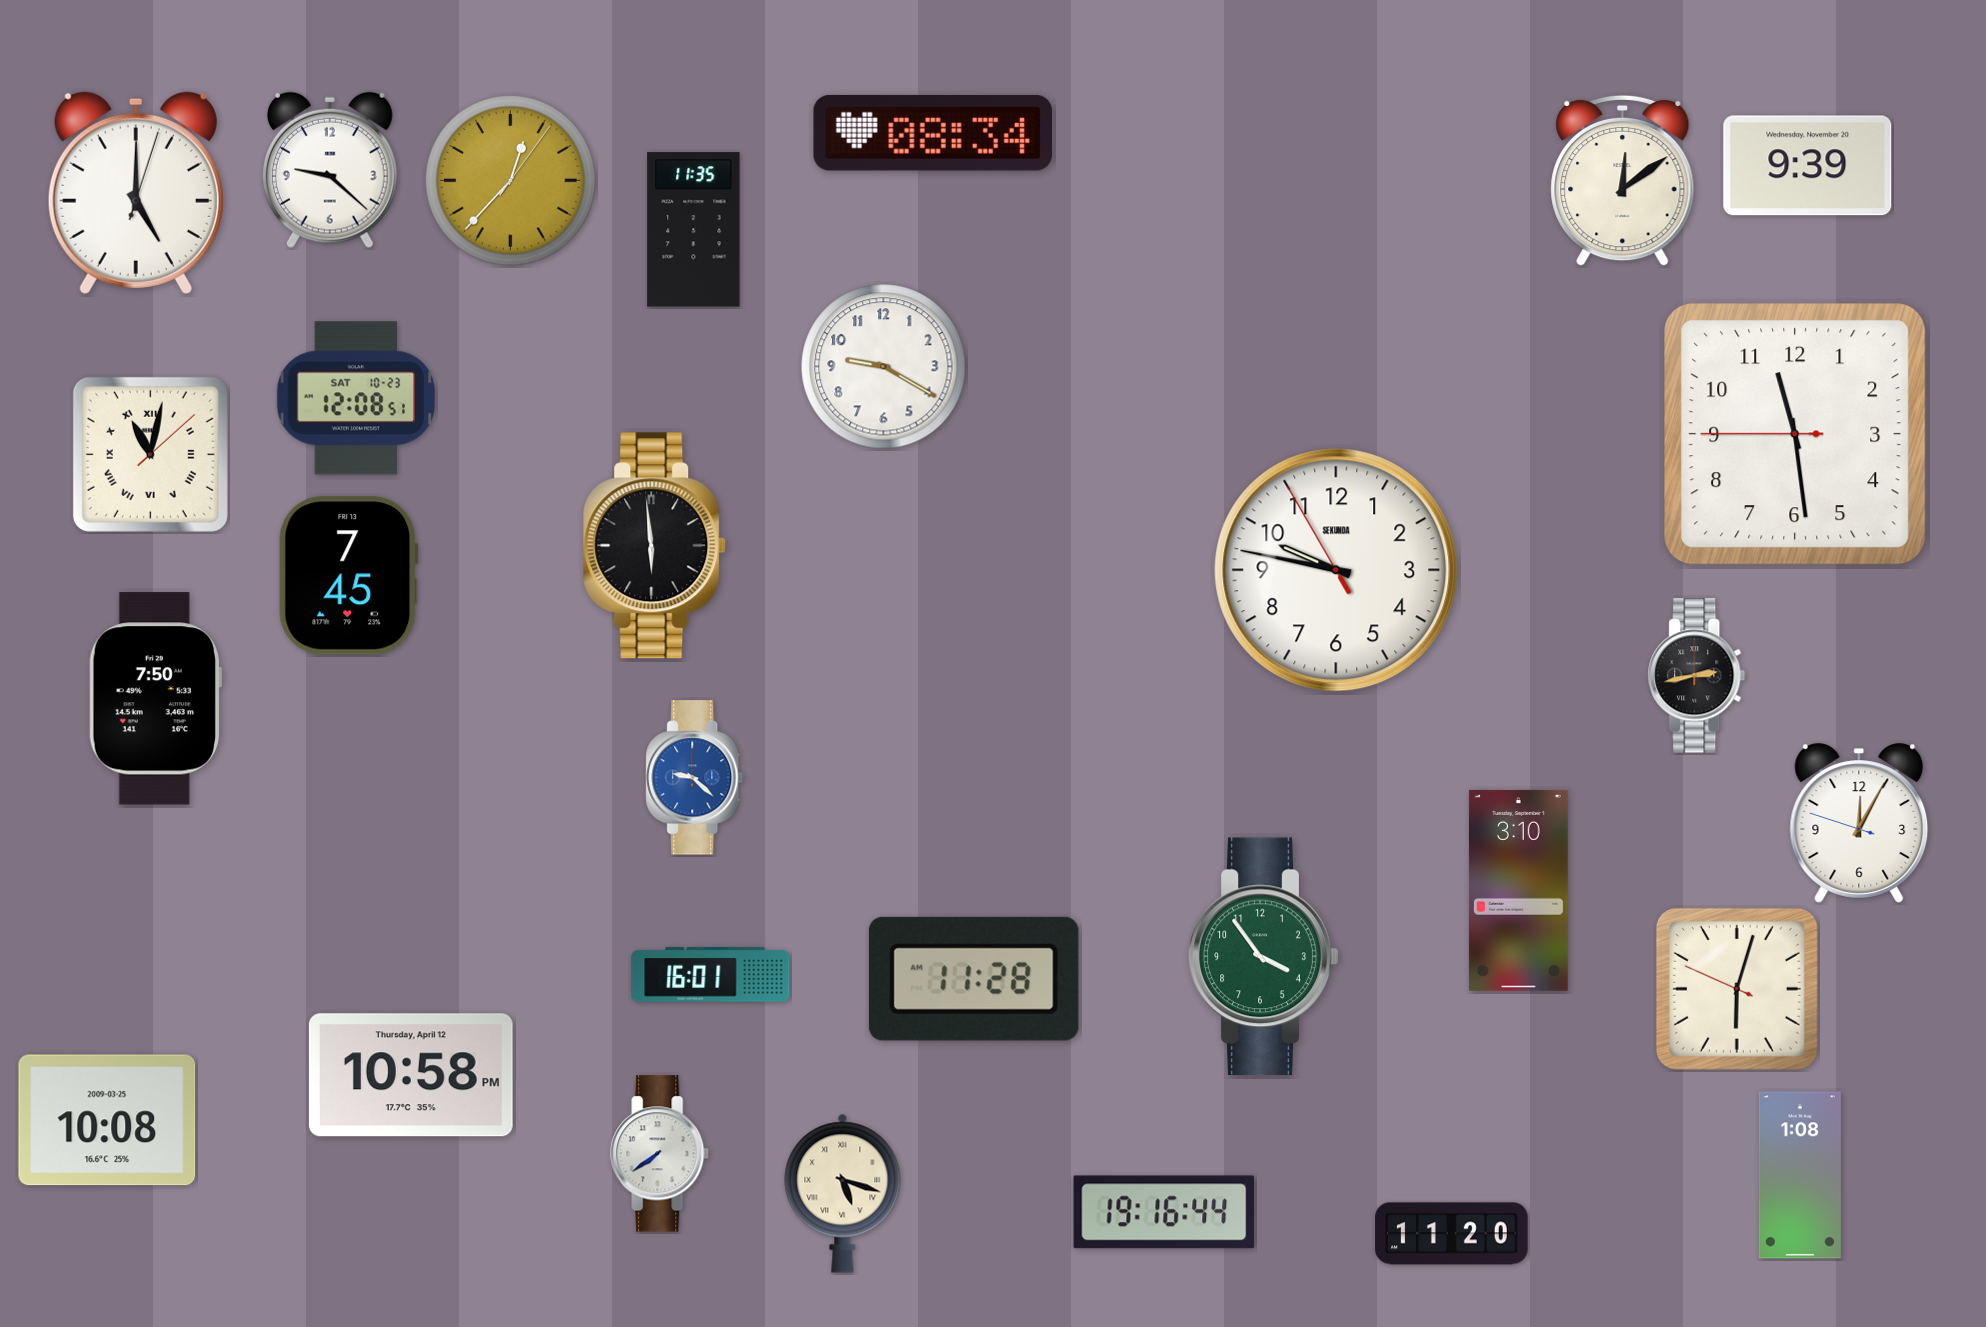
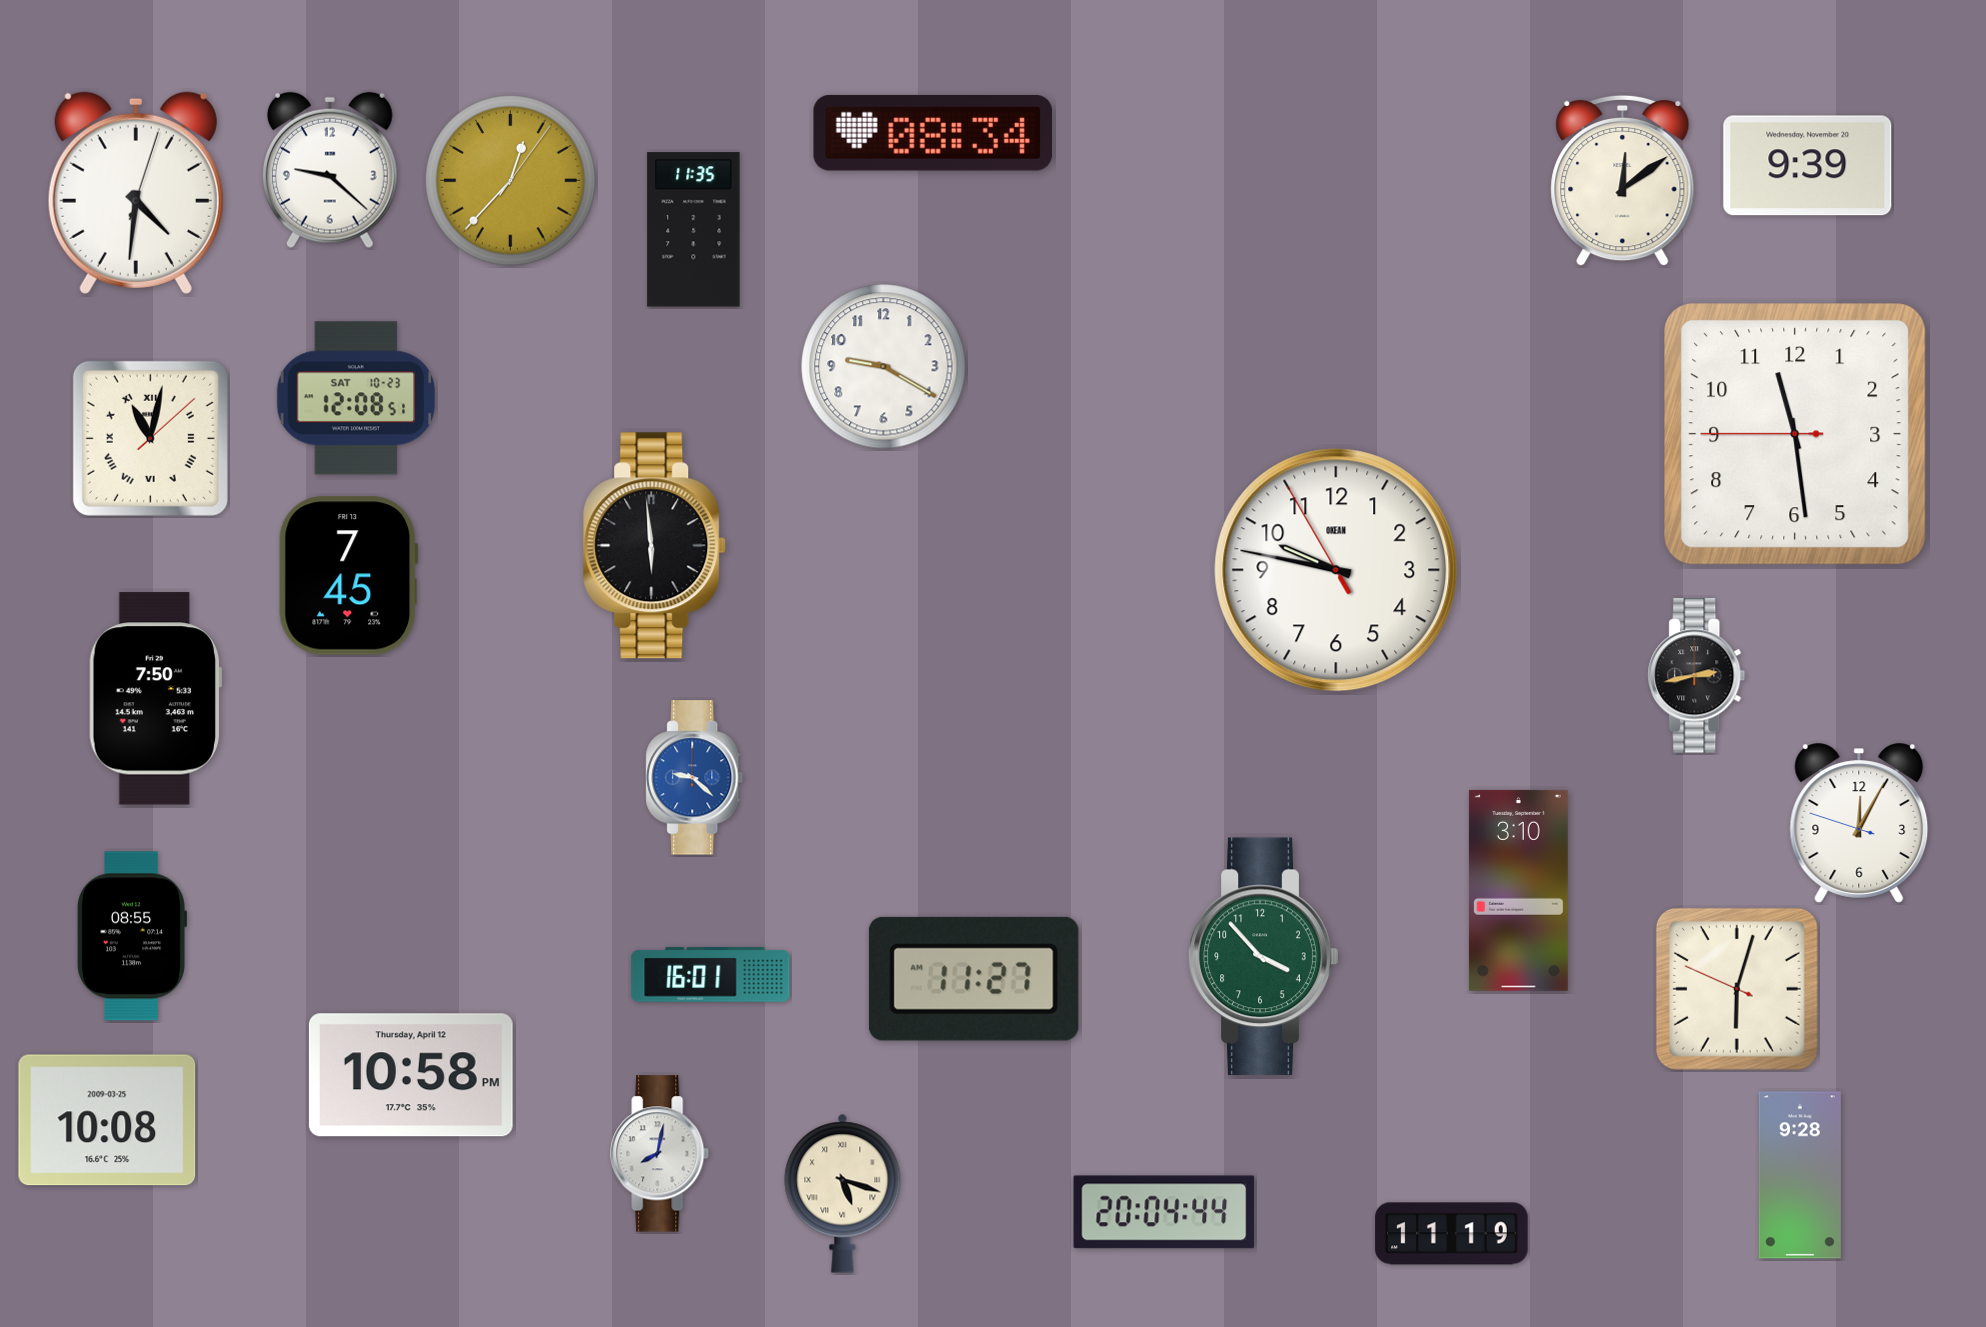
clock at (136, 193): 5:00 -> 4:31
clock at (150, 454) position: (150, 454) -> (150, 438)
clock at (1336, 570) brand: SEKUNDA -> OKEAN
clock at (131, 936): none -> 08:55
clock at (1264, 957): 3:54 -> 3:53
clock at (974, 979): 11:28 -> 11:27
clock at (660, 1154): 7:39 -> 8:02
clock at (1800, 1175): 1:08 -> 9:28
clock at (1164, 1212): 19:16 -> 20:04
clock at (1452, 1234): 11:20 -> 11:19
